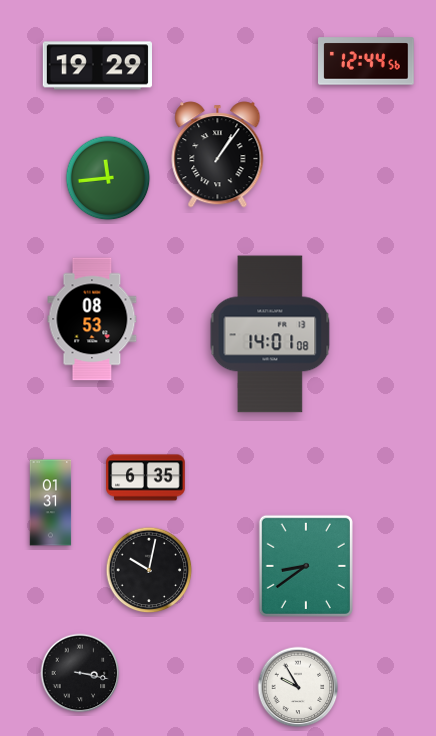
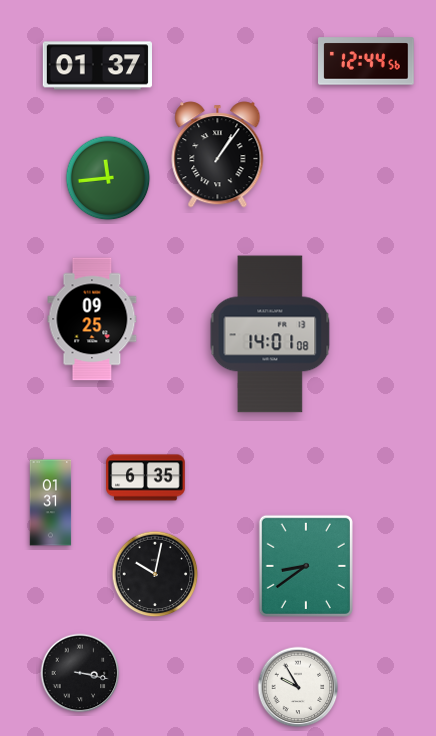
clock at (97, 66): 19:29 -> 01:37
clock at (92, 319): 08:53 -> 09:25
clock at (149, 570) position: (149, 570) -> (155, 574)
